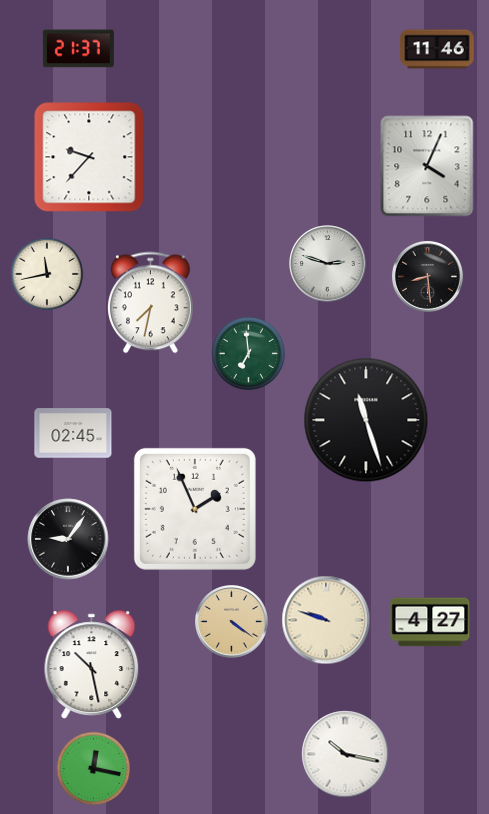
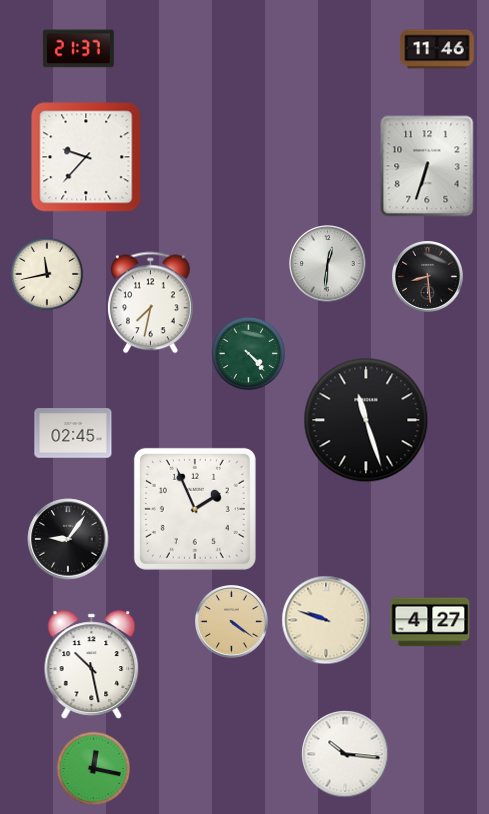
clock at (89, 157) position: (89, 157) -> (86, 157)
clock at (427, 166): 4:04 -> 6:33
clock at (328, 264): 2:48 -> 12:31
clock at (249, 354): 6:59 -> 4:23
clock at (345, 754): 10:17 -> 10:16
